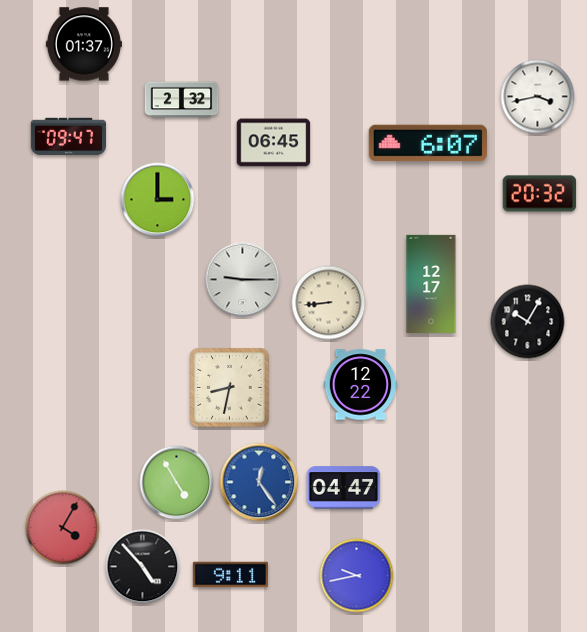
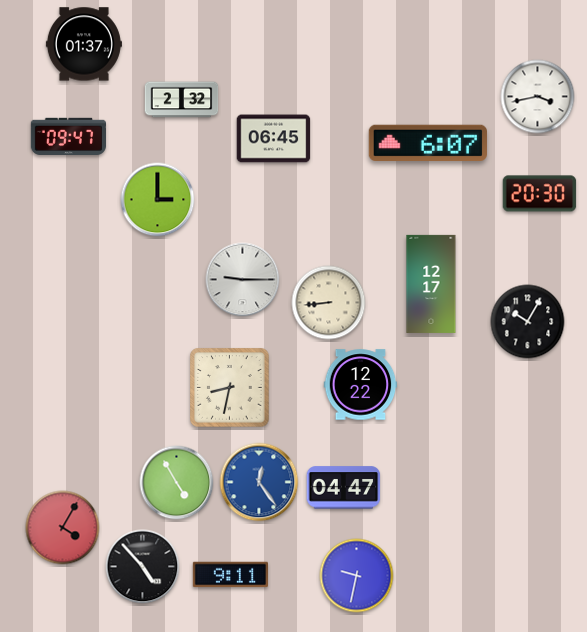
clock at (274, 143) position: (274, 143) -> (274, 139)
clock at (540, 194): 20:32 -> 20:30
clock at (357, 576): 9:43 -> 9:32
